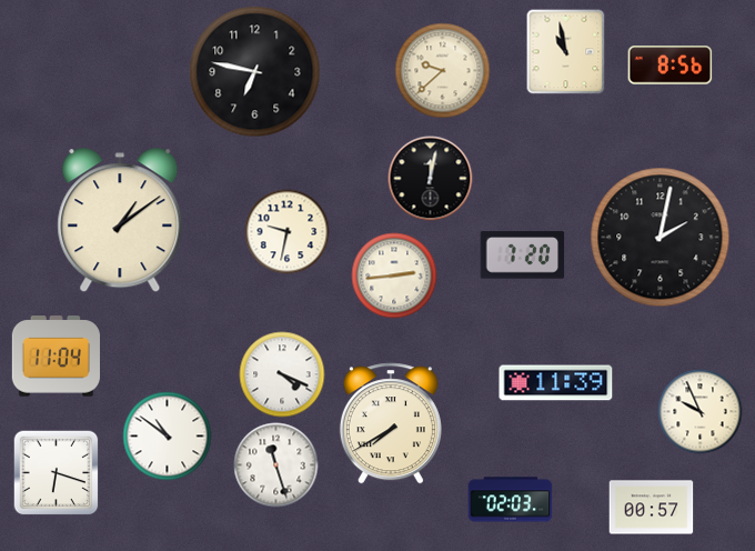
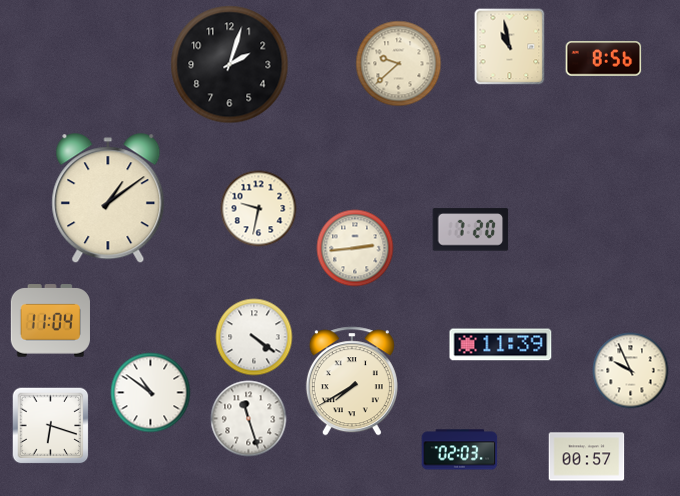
clock at (255, 72): 6:47 -> 2:03
clock at (431, 179): 12:02 -> none
clock at (661, 238): 2:02 -> none
clock at (282, 374): 4:19 -> 4:21
